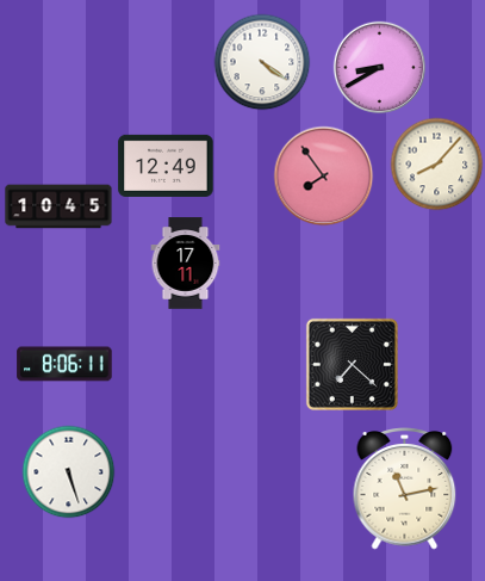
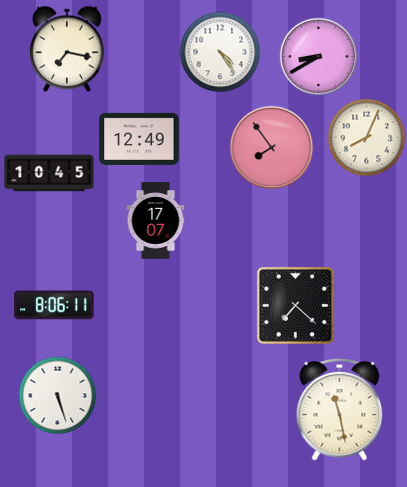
clock at (67, 49): none -> 7:17
clock at (262, 62): 4:21 -> 4:24
clock at (436, 163): 8:07 -> 8:04
clock at (186, 264): 17:11 -> 17:07
clock at (405, 489): 11:13 -> 11:28
